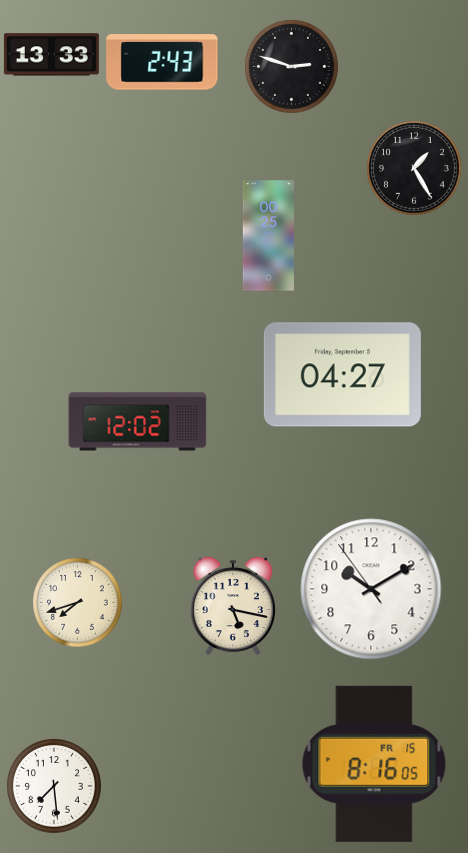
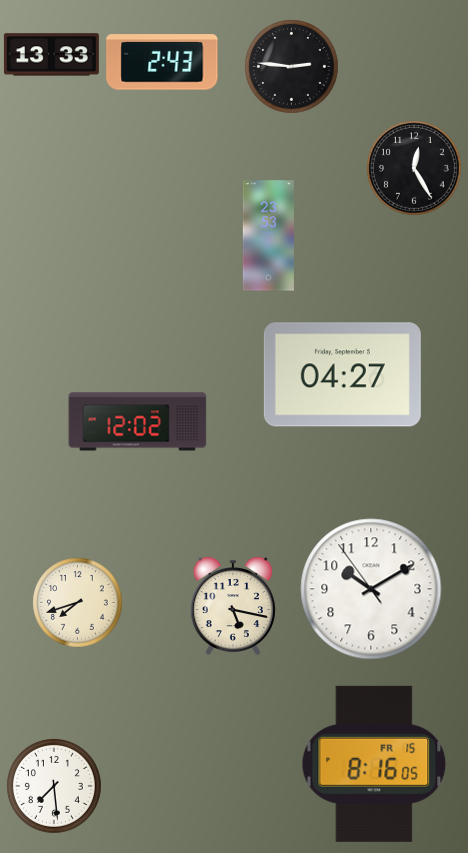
clock at (292, 67): 2:48 -> 2:46
clock at (414, 168): 1:25 -> 12:25
clock at (268, 236): 00:25 -> 23:53
